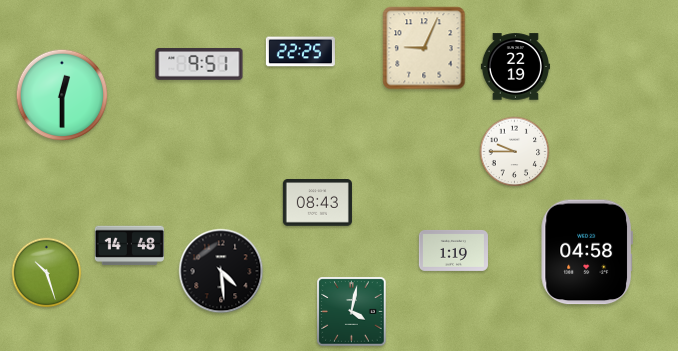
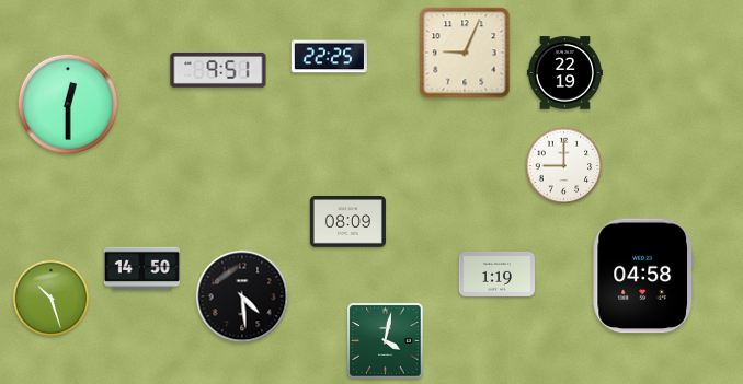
clock at (515, 152): 9:45 -> 9:00
clock at (317, 203): 08:43 -> 08:09
clock at (129, 246): 14:48 -> 14:50
